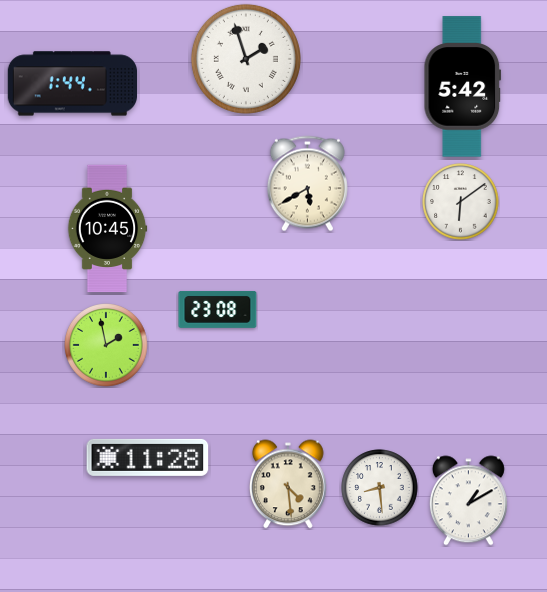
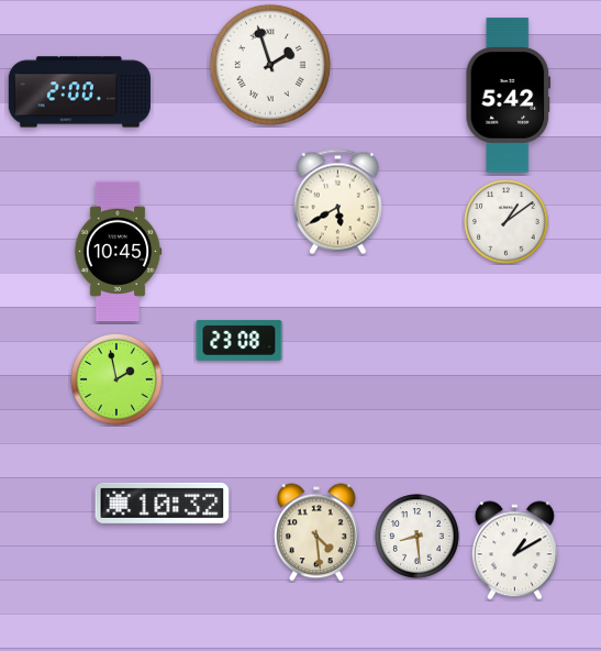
clock at (72, 84): 1:44 -> 2:00
clock at (461, 202): 6:09 -> 1:09
clock at (148, 457): 11:28 -> 10:32
